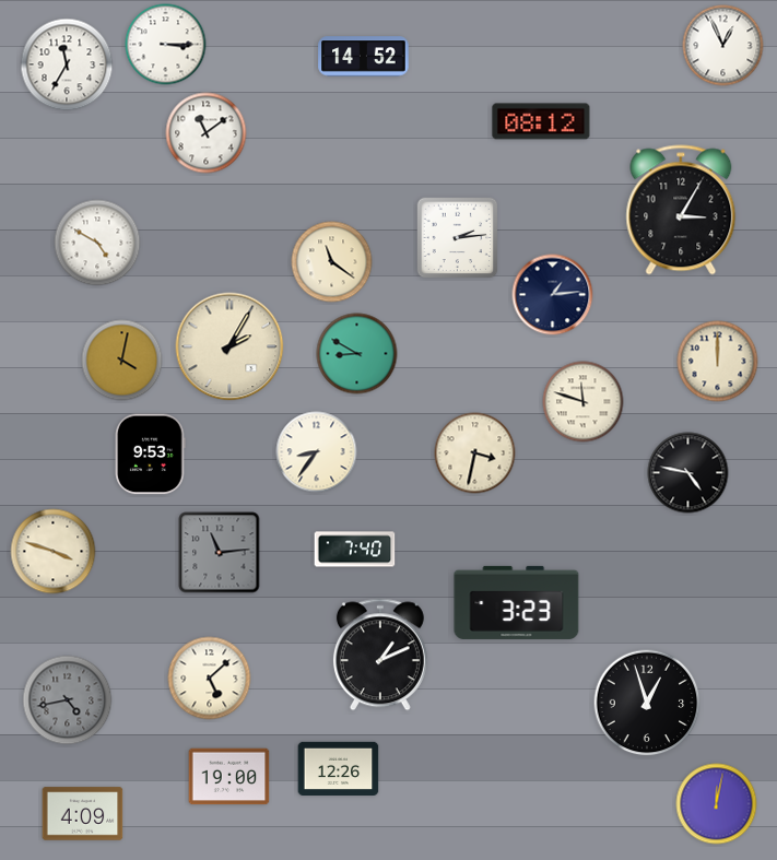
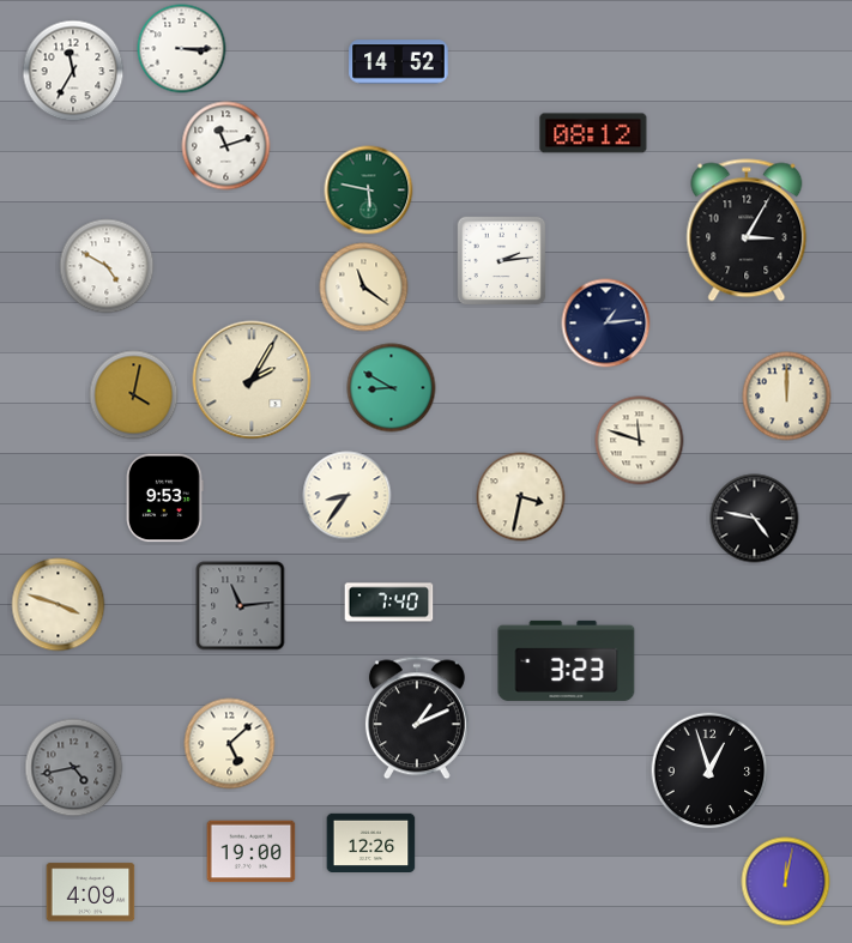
clock at (723, 46): 12:56 -> none
clock at (207, 133): 11:09 -> 11:12
clock at (369, 191): none -> 5:47
